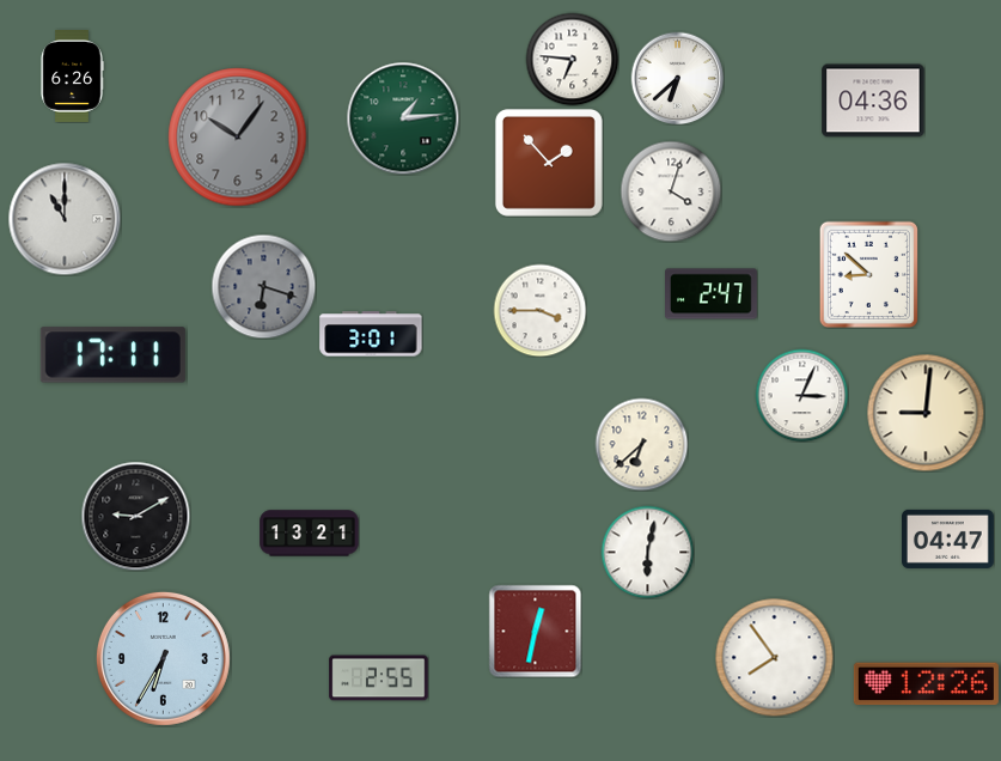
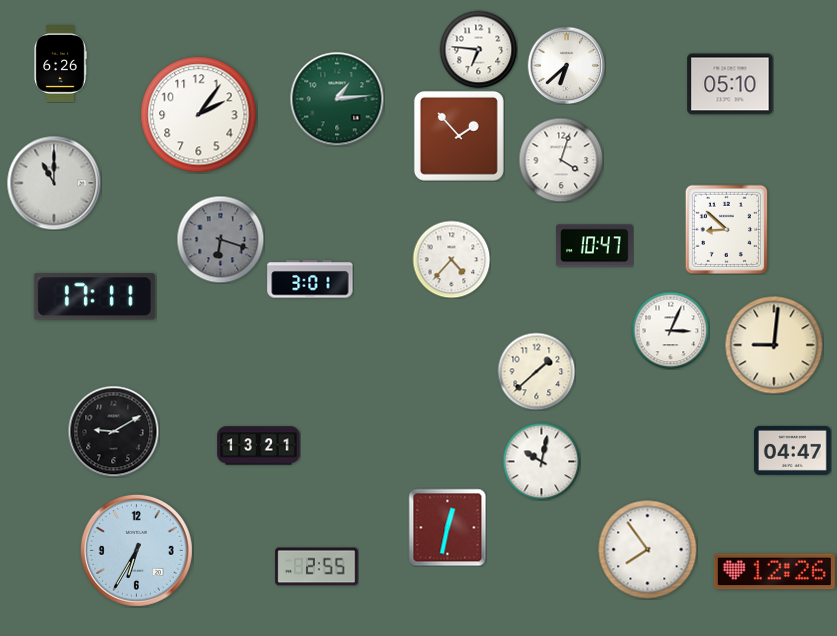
clock at (873, 101): 04:36 -> 05:10
clock at (238, 138): 10:06 -> 2:06
clock at (238, 138) dial: grey -> white
clock at (712, 294): 2:47 -> 10:47
clock at (539, 310): 3:45 -> 4:37
clock at (641, 444): 6:38 -> 1:38
clock at (647, 552): 6:02 -> 10:02
